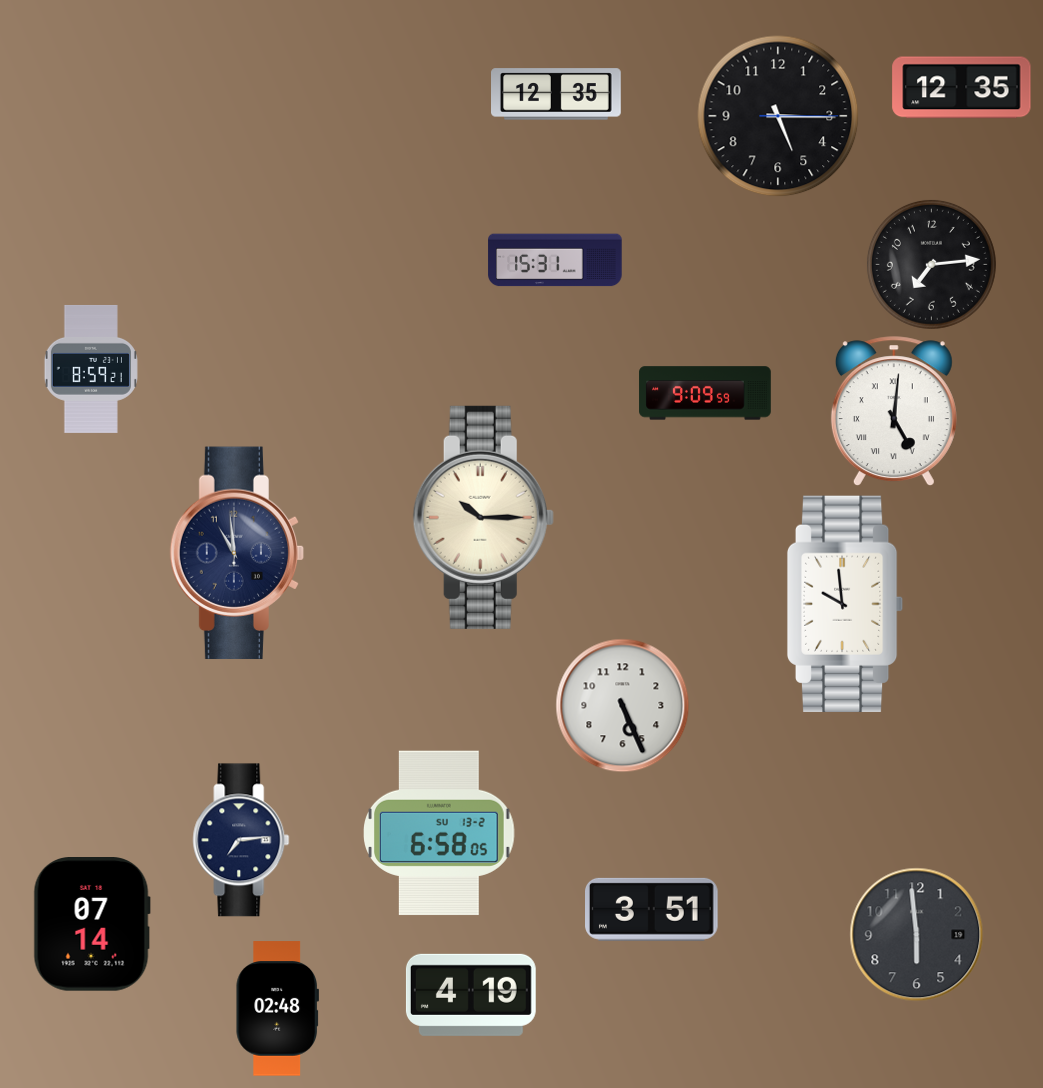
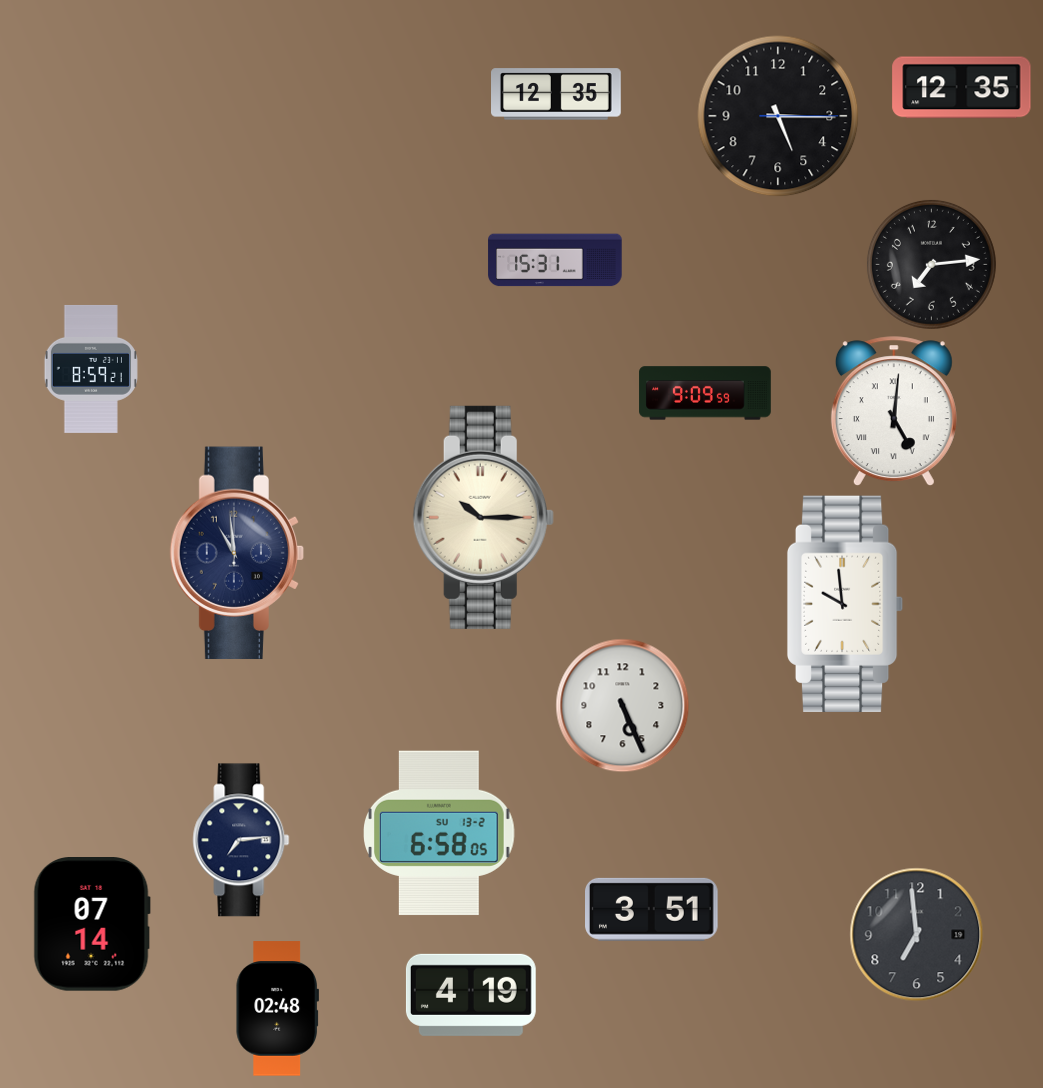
clock at (917, 935): 5:59 -> 6:59
